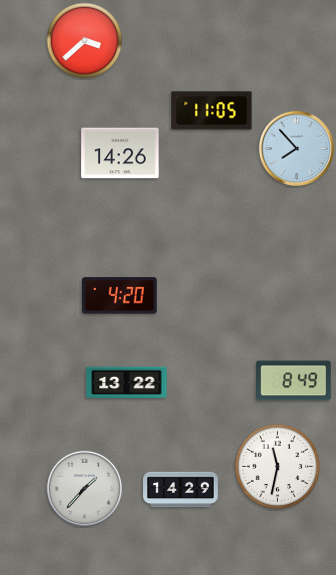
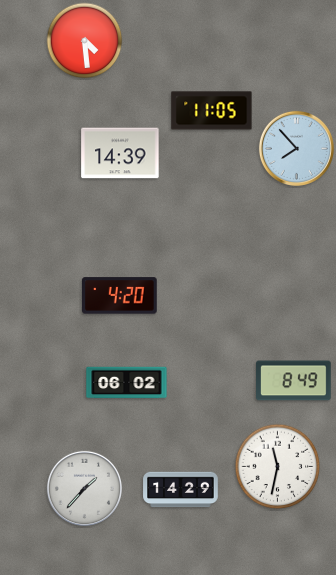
clock at (85, 41): 3:38 -> 4:29
clock at (120, 153): 14:26 -> 14:39
clock at (127, 383): 13:22 -> 06:02
